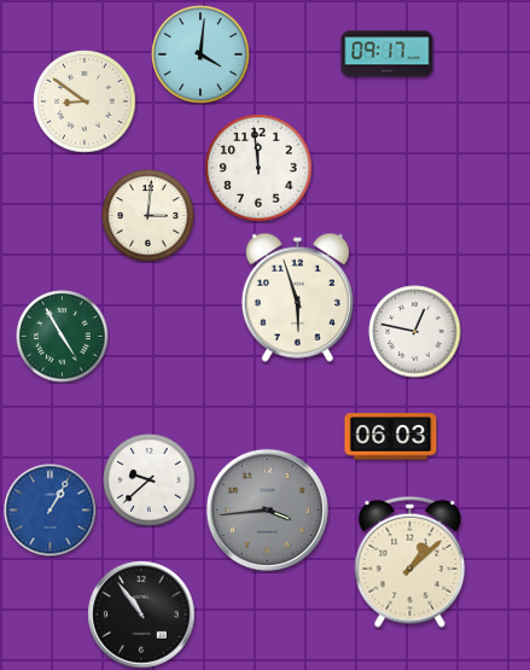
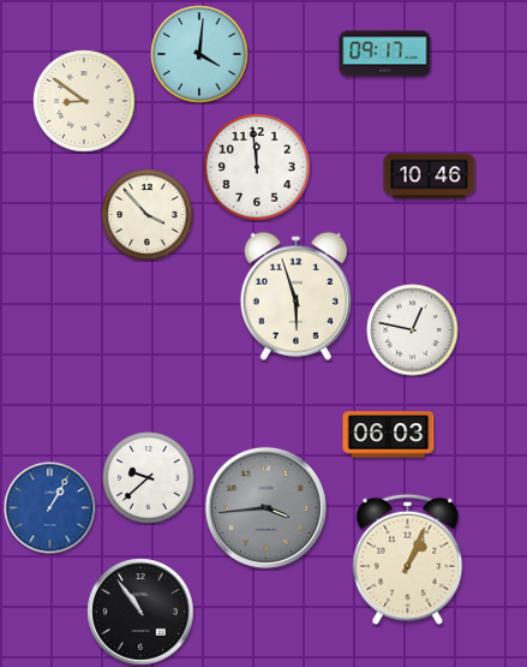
clock at (430, 177): none -> 10:46
clock at (148, 216): 3:01 -> 3:53
clock at (63, 337): 4:55 -> none
clock at (410, 561): 1:08 -> 1:04
